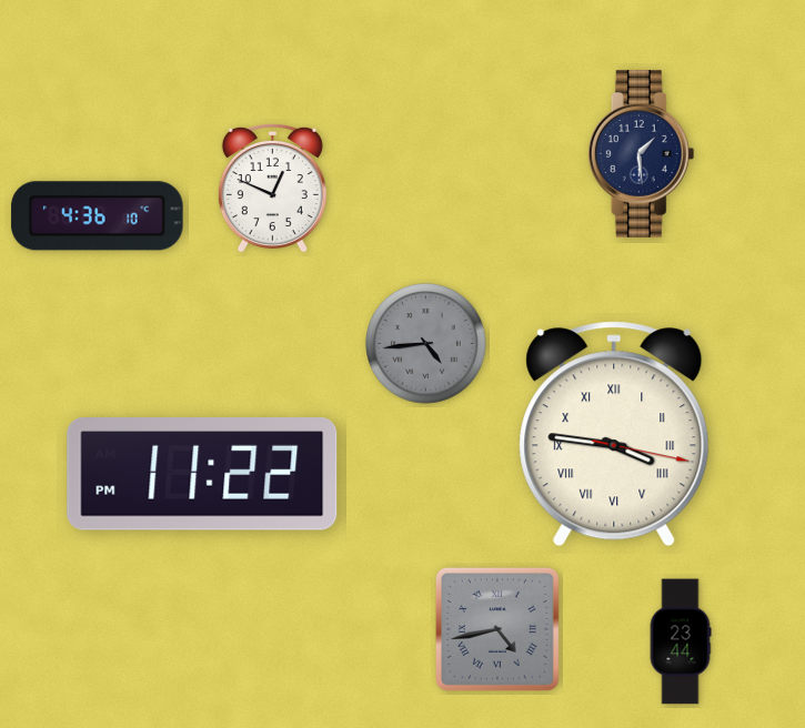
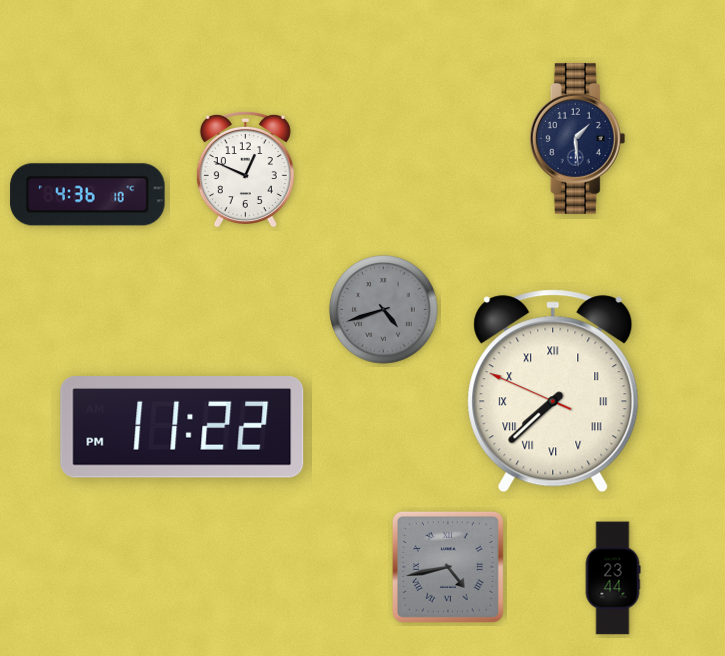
clock at (426, 344): 4:44 -> 4:42
clock at (614, 434): 3:46 -> 7:37
